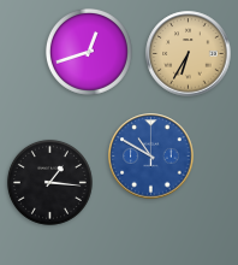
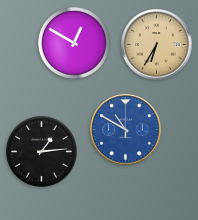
clock at (89, 52): 12:42 -> 12:50
clock at (49, 182): 1:16 -> 1:14
